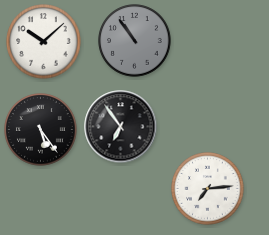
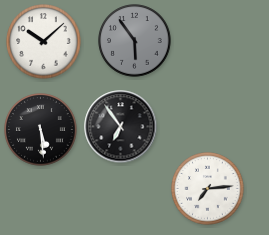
clock at (135, 41): 10:54 -> 5:54
clock at (41, 130): 5:24 -> 5:29
